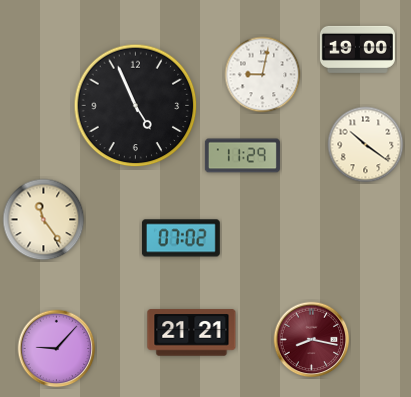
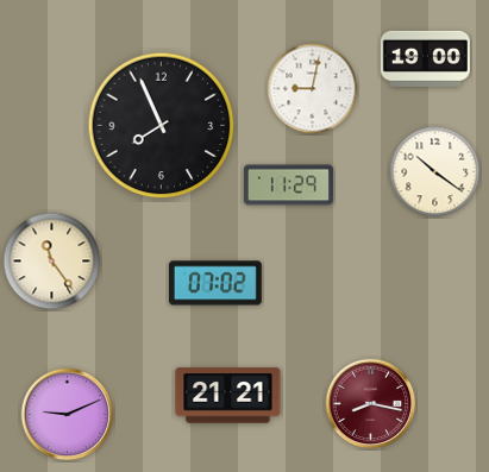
clock at (136, 106): 4:56 -> 7:56
clock at (57, 349): 9:07 -> 9:11
